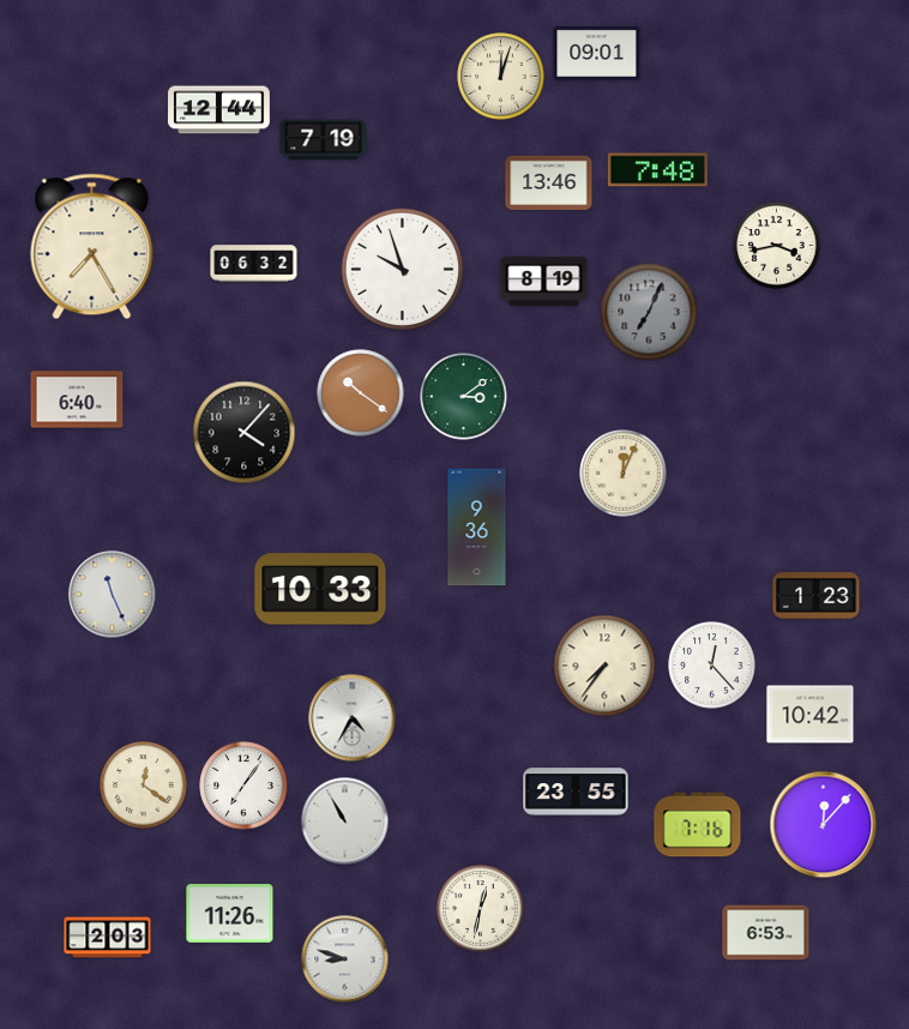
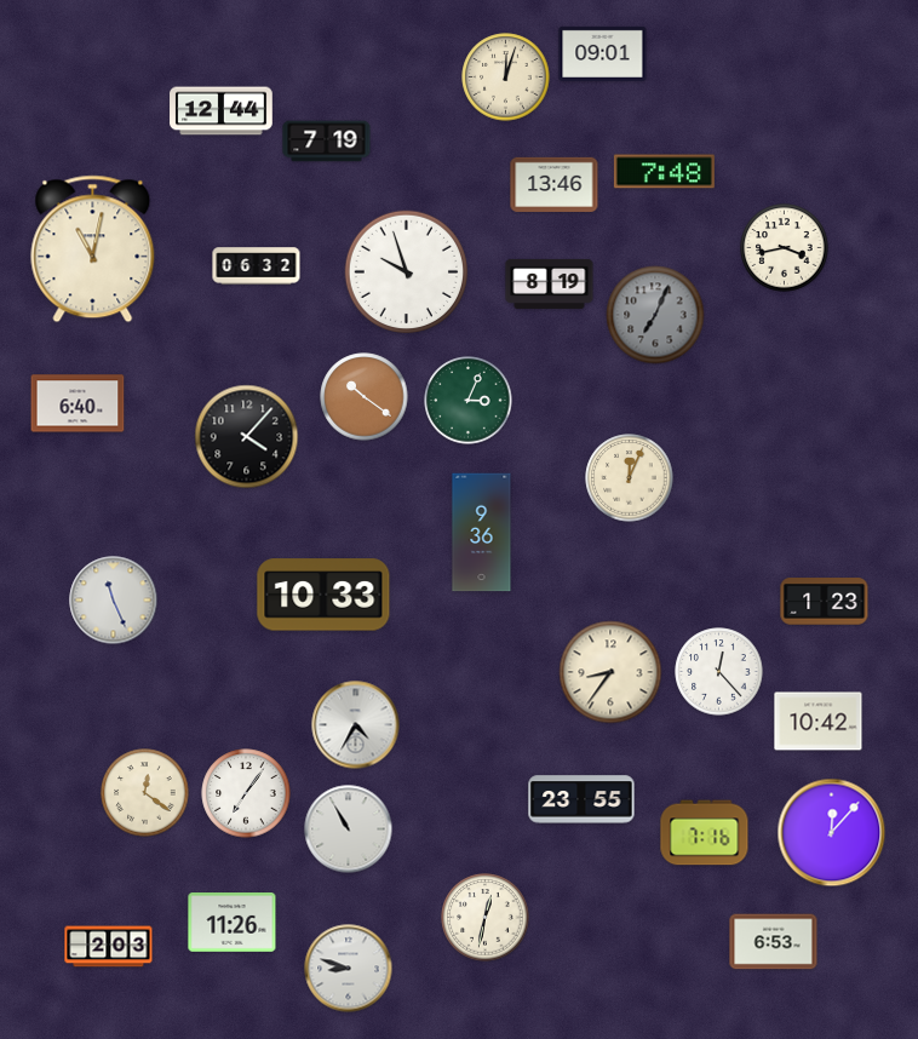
clock at (92, 247): 7:25 -> 11:02
clock at (464, 397): 3:09 -> 3:04
clock at (604, 666): 7:36 -> 8:36
